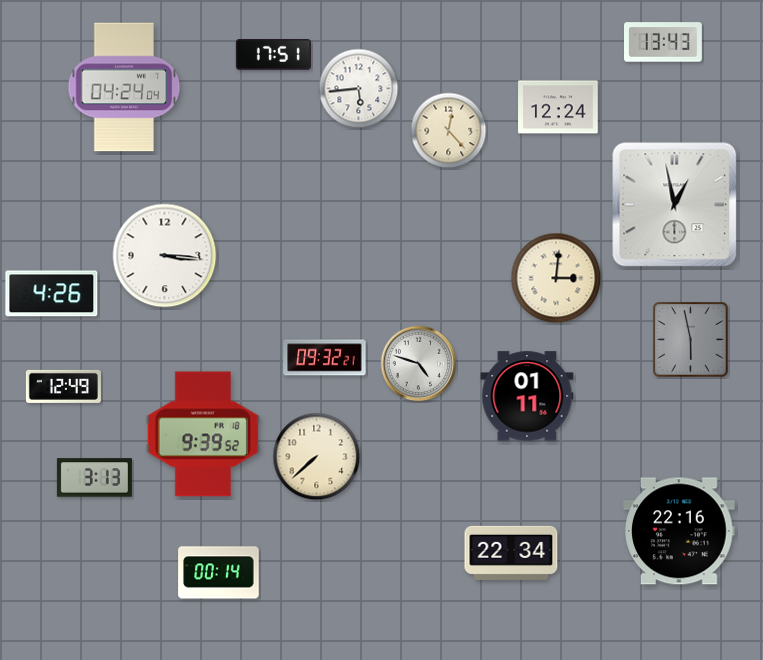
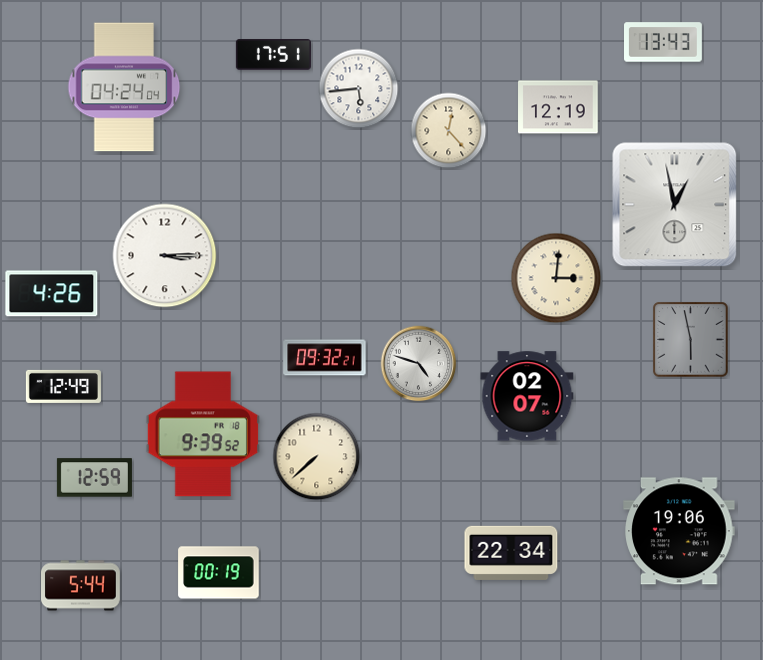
clock at (558, 107): 12:24 -> 12:19
clock at (165, 256): 3:16 -> 3:15
clock at (527, 396): 01:11 -> 02:07
clock at (94, 478): 3:13 -> 12:59
clock at (679, 531): 22:16 -> 19:06
clock at (219, 573): 00:14 -> 00:19
clock at (81, 586): none -> 5:44
